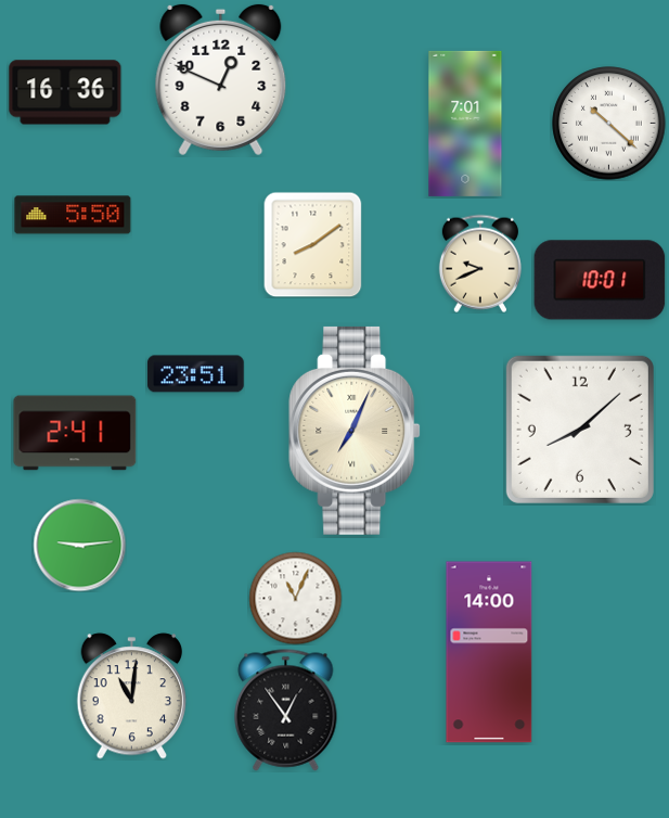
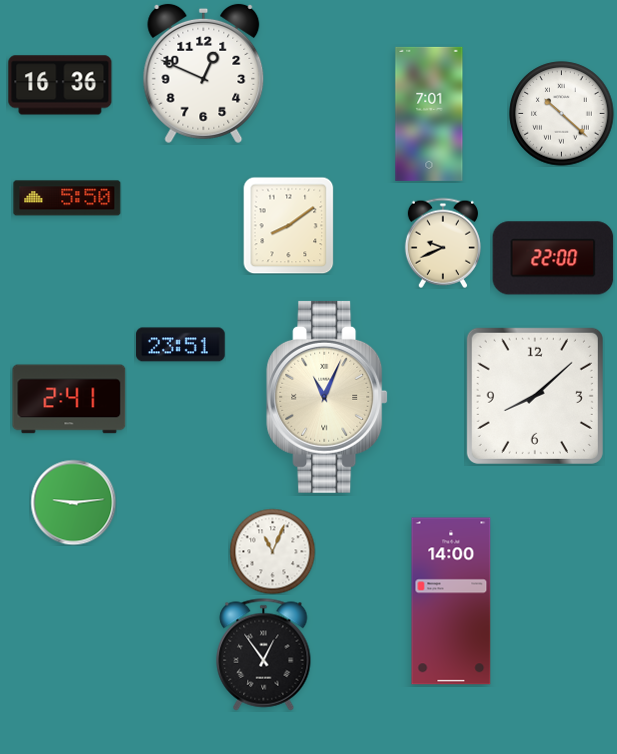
clock at (600, 280): 10:01 -> 22:00
clock at (355, 431): 7:04 -> 11:04
clock at (132, 696): 11:01 -> none
